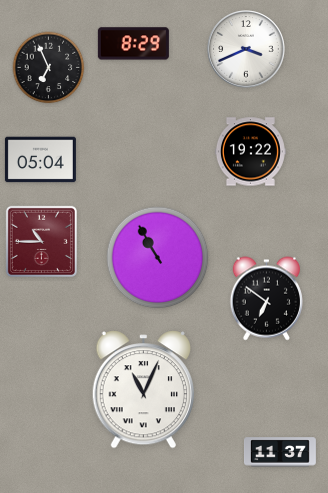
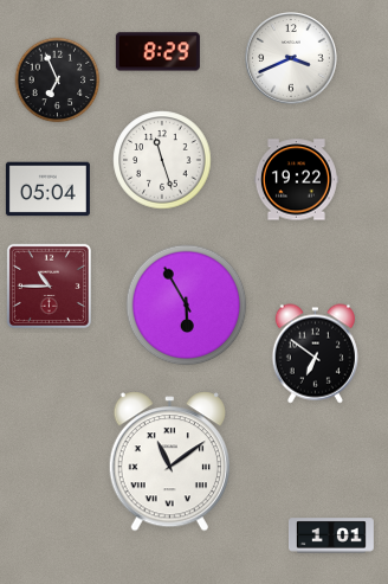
clock at (162, 160): none -> 11:27
clock at (158, 258): 10:55 -> 5:55
clock at (143, 390): 11:04 -> 11:09
clock at (281, 452): 11:37 -> 1:01
